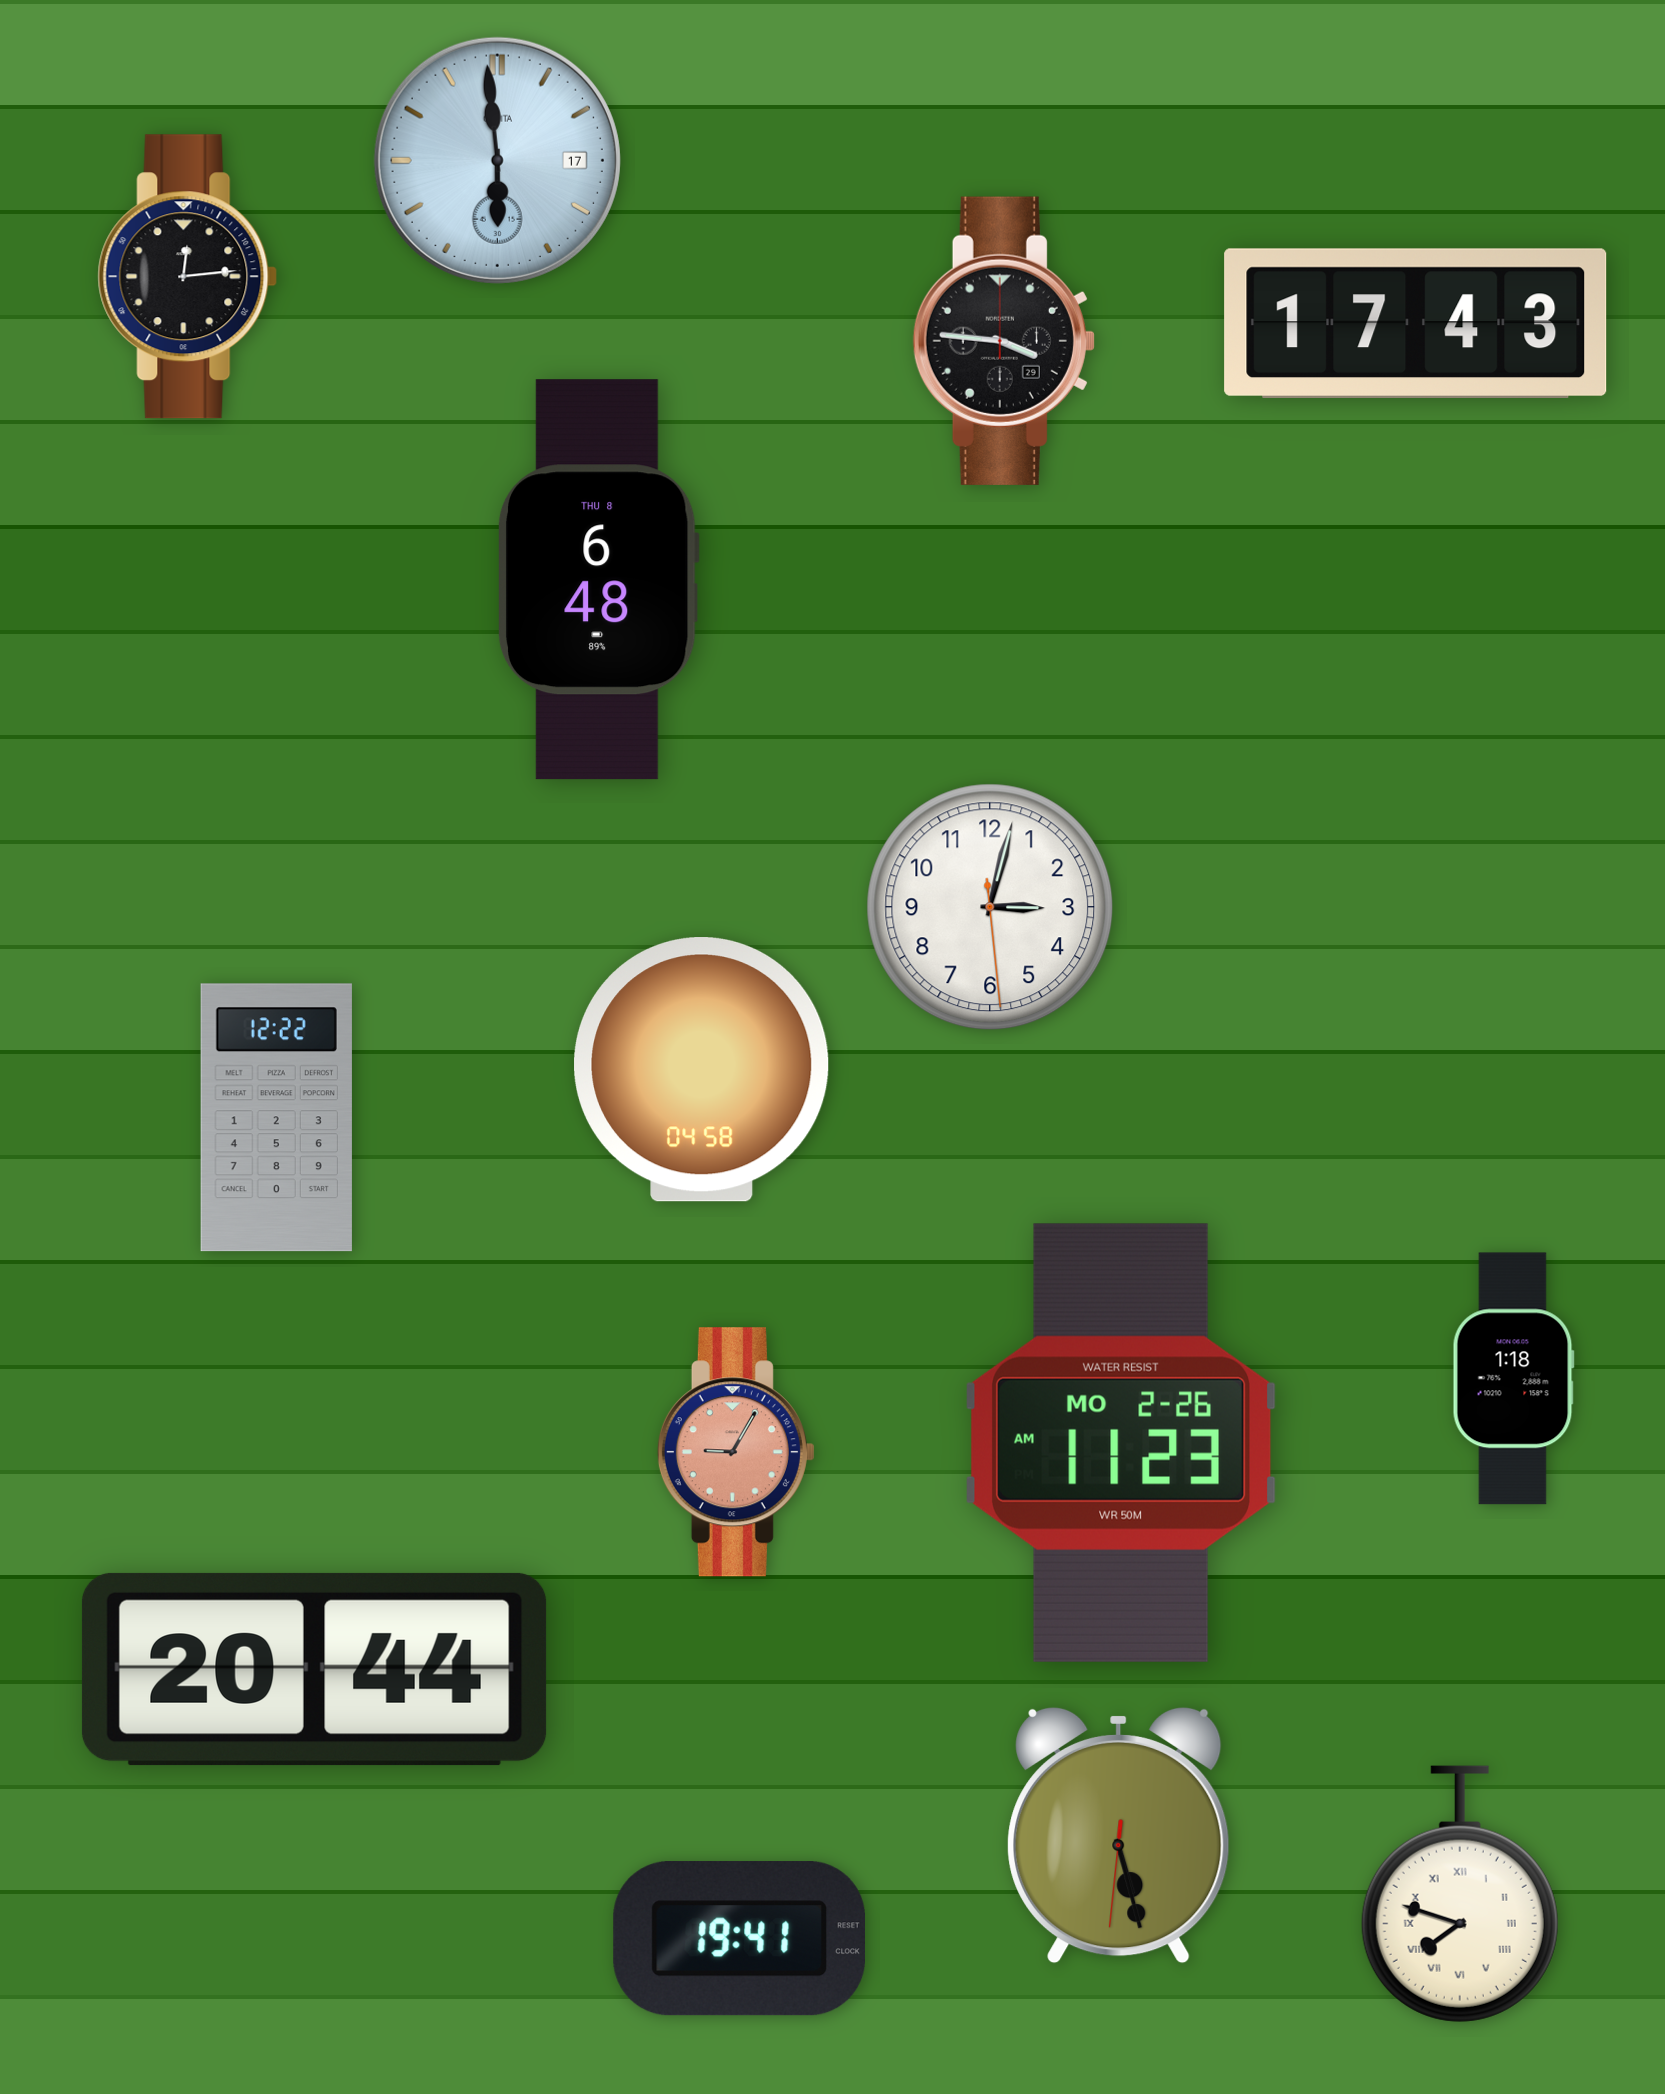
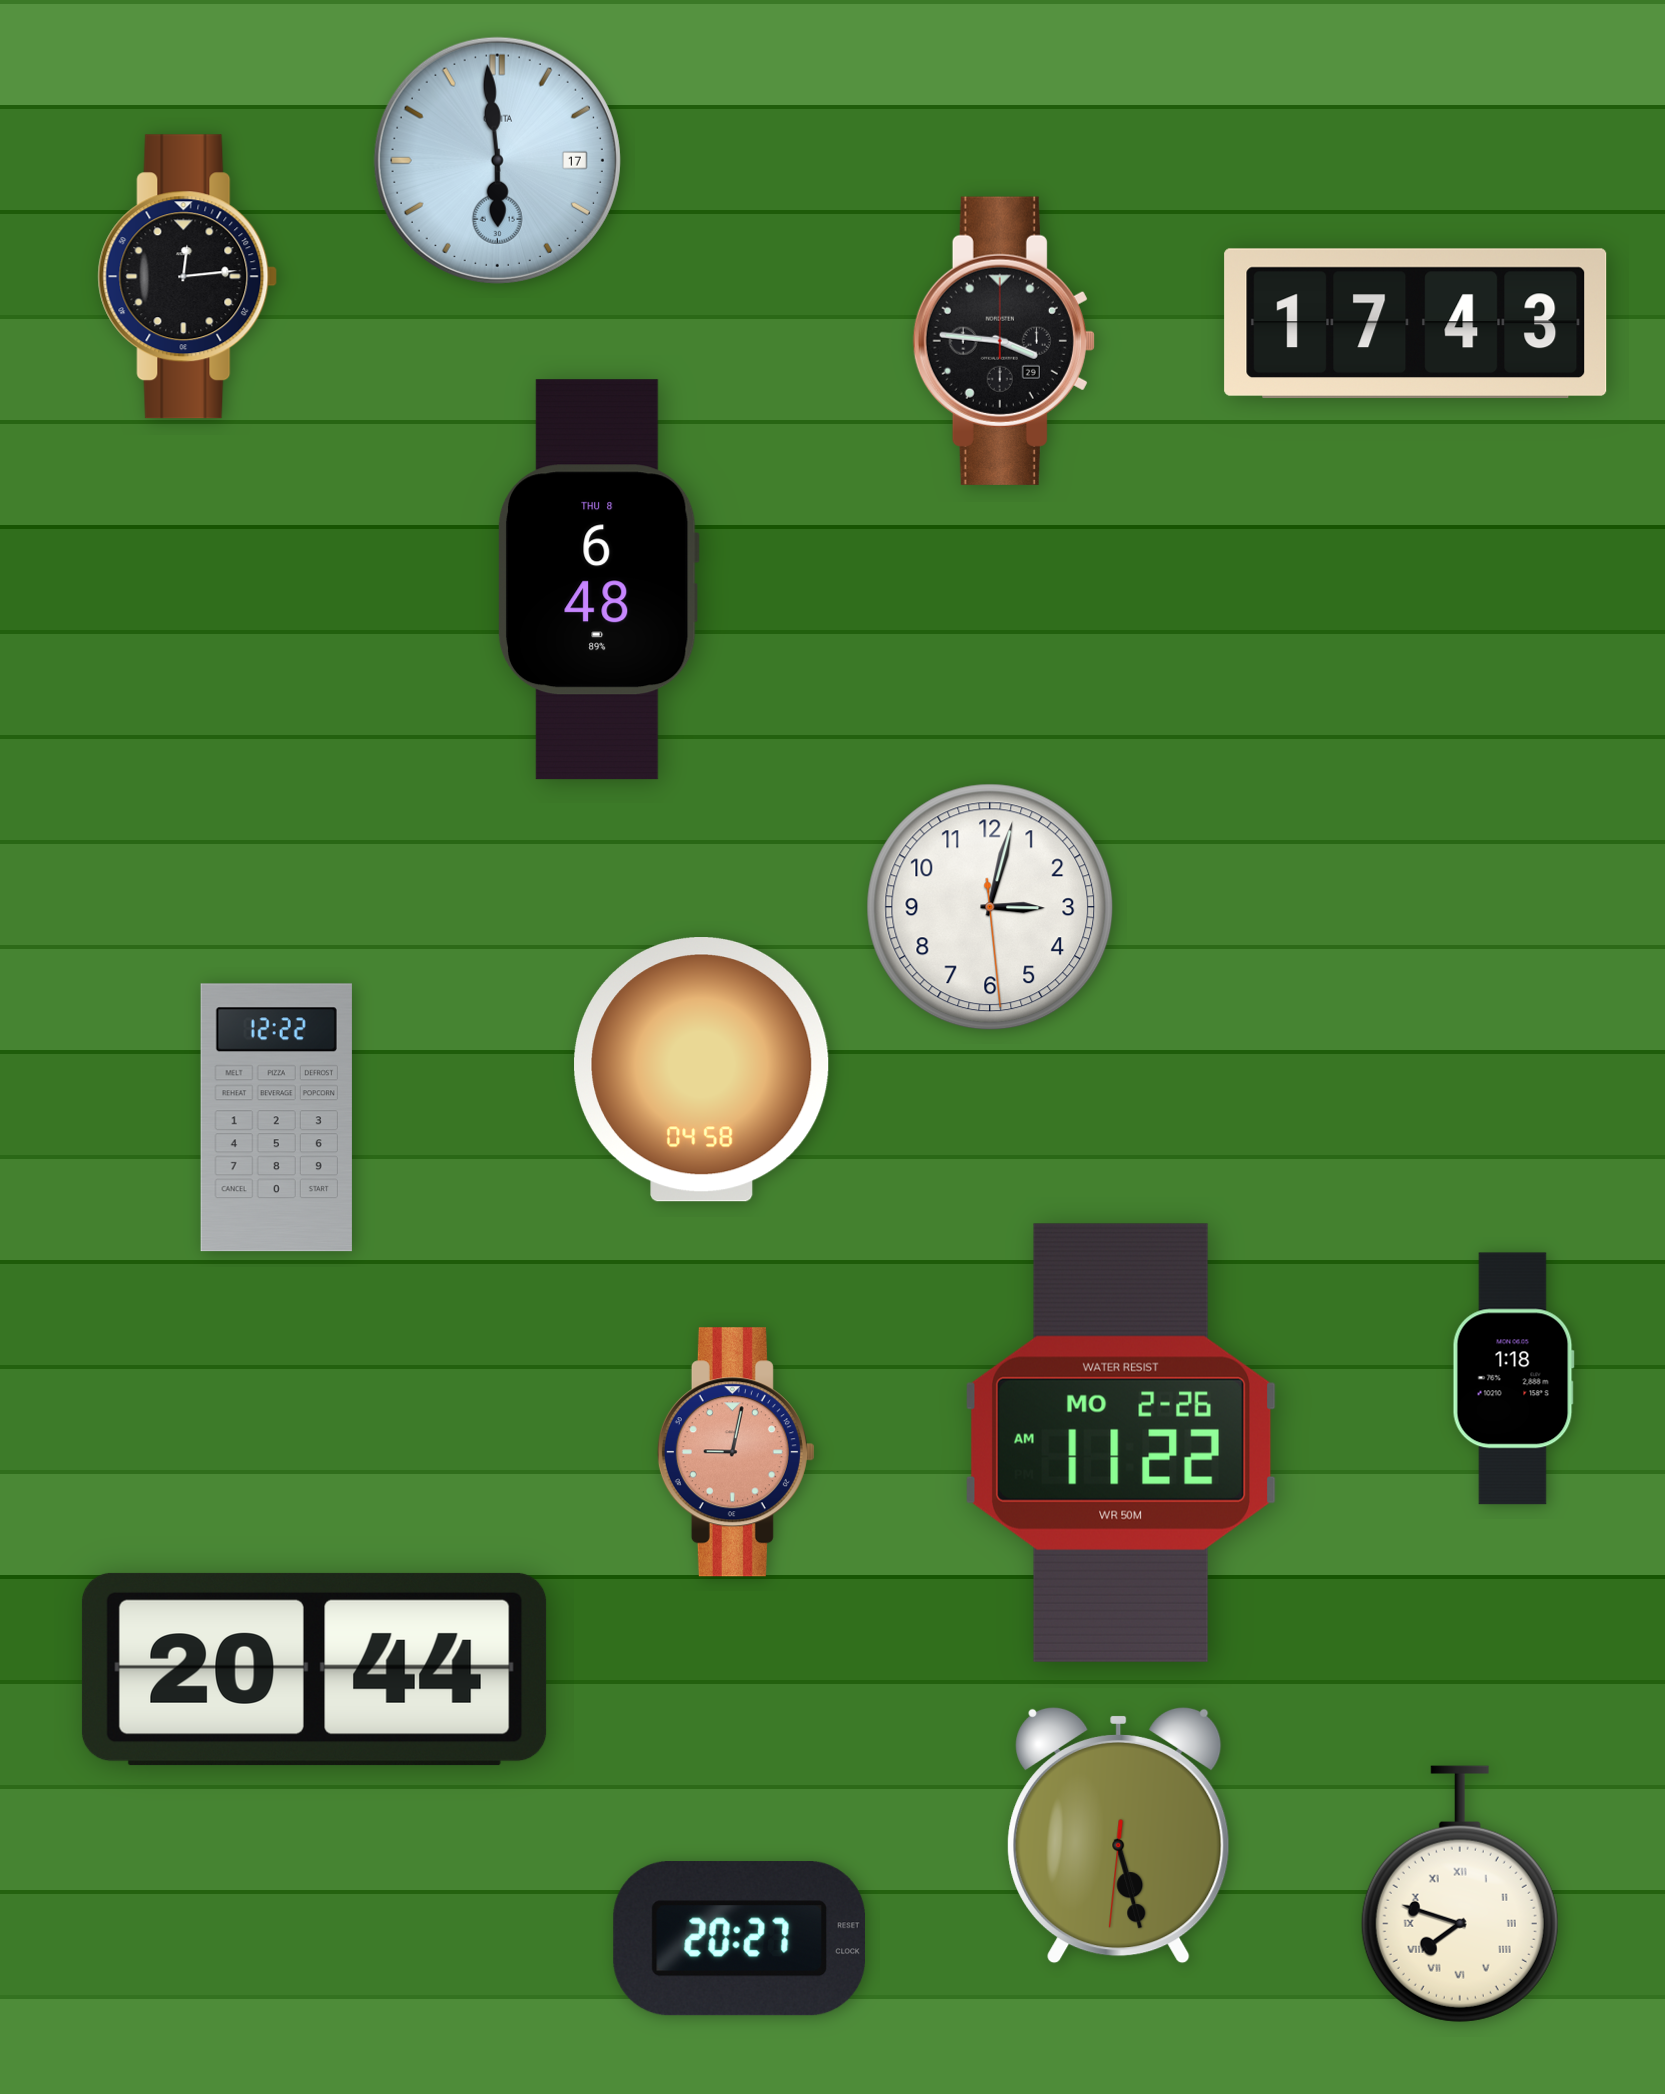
clock at (1122, 1443): 11:23 -> 11:22
clock at (736, 1452): 9:05 -> 9:02
clock at (739, 1939): 19:41 -> 20:27
